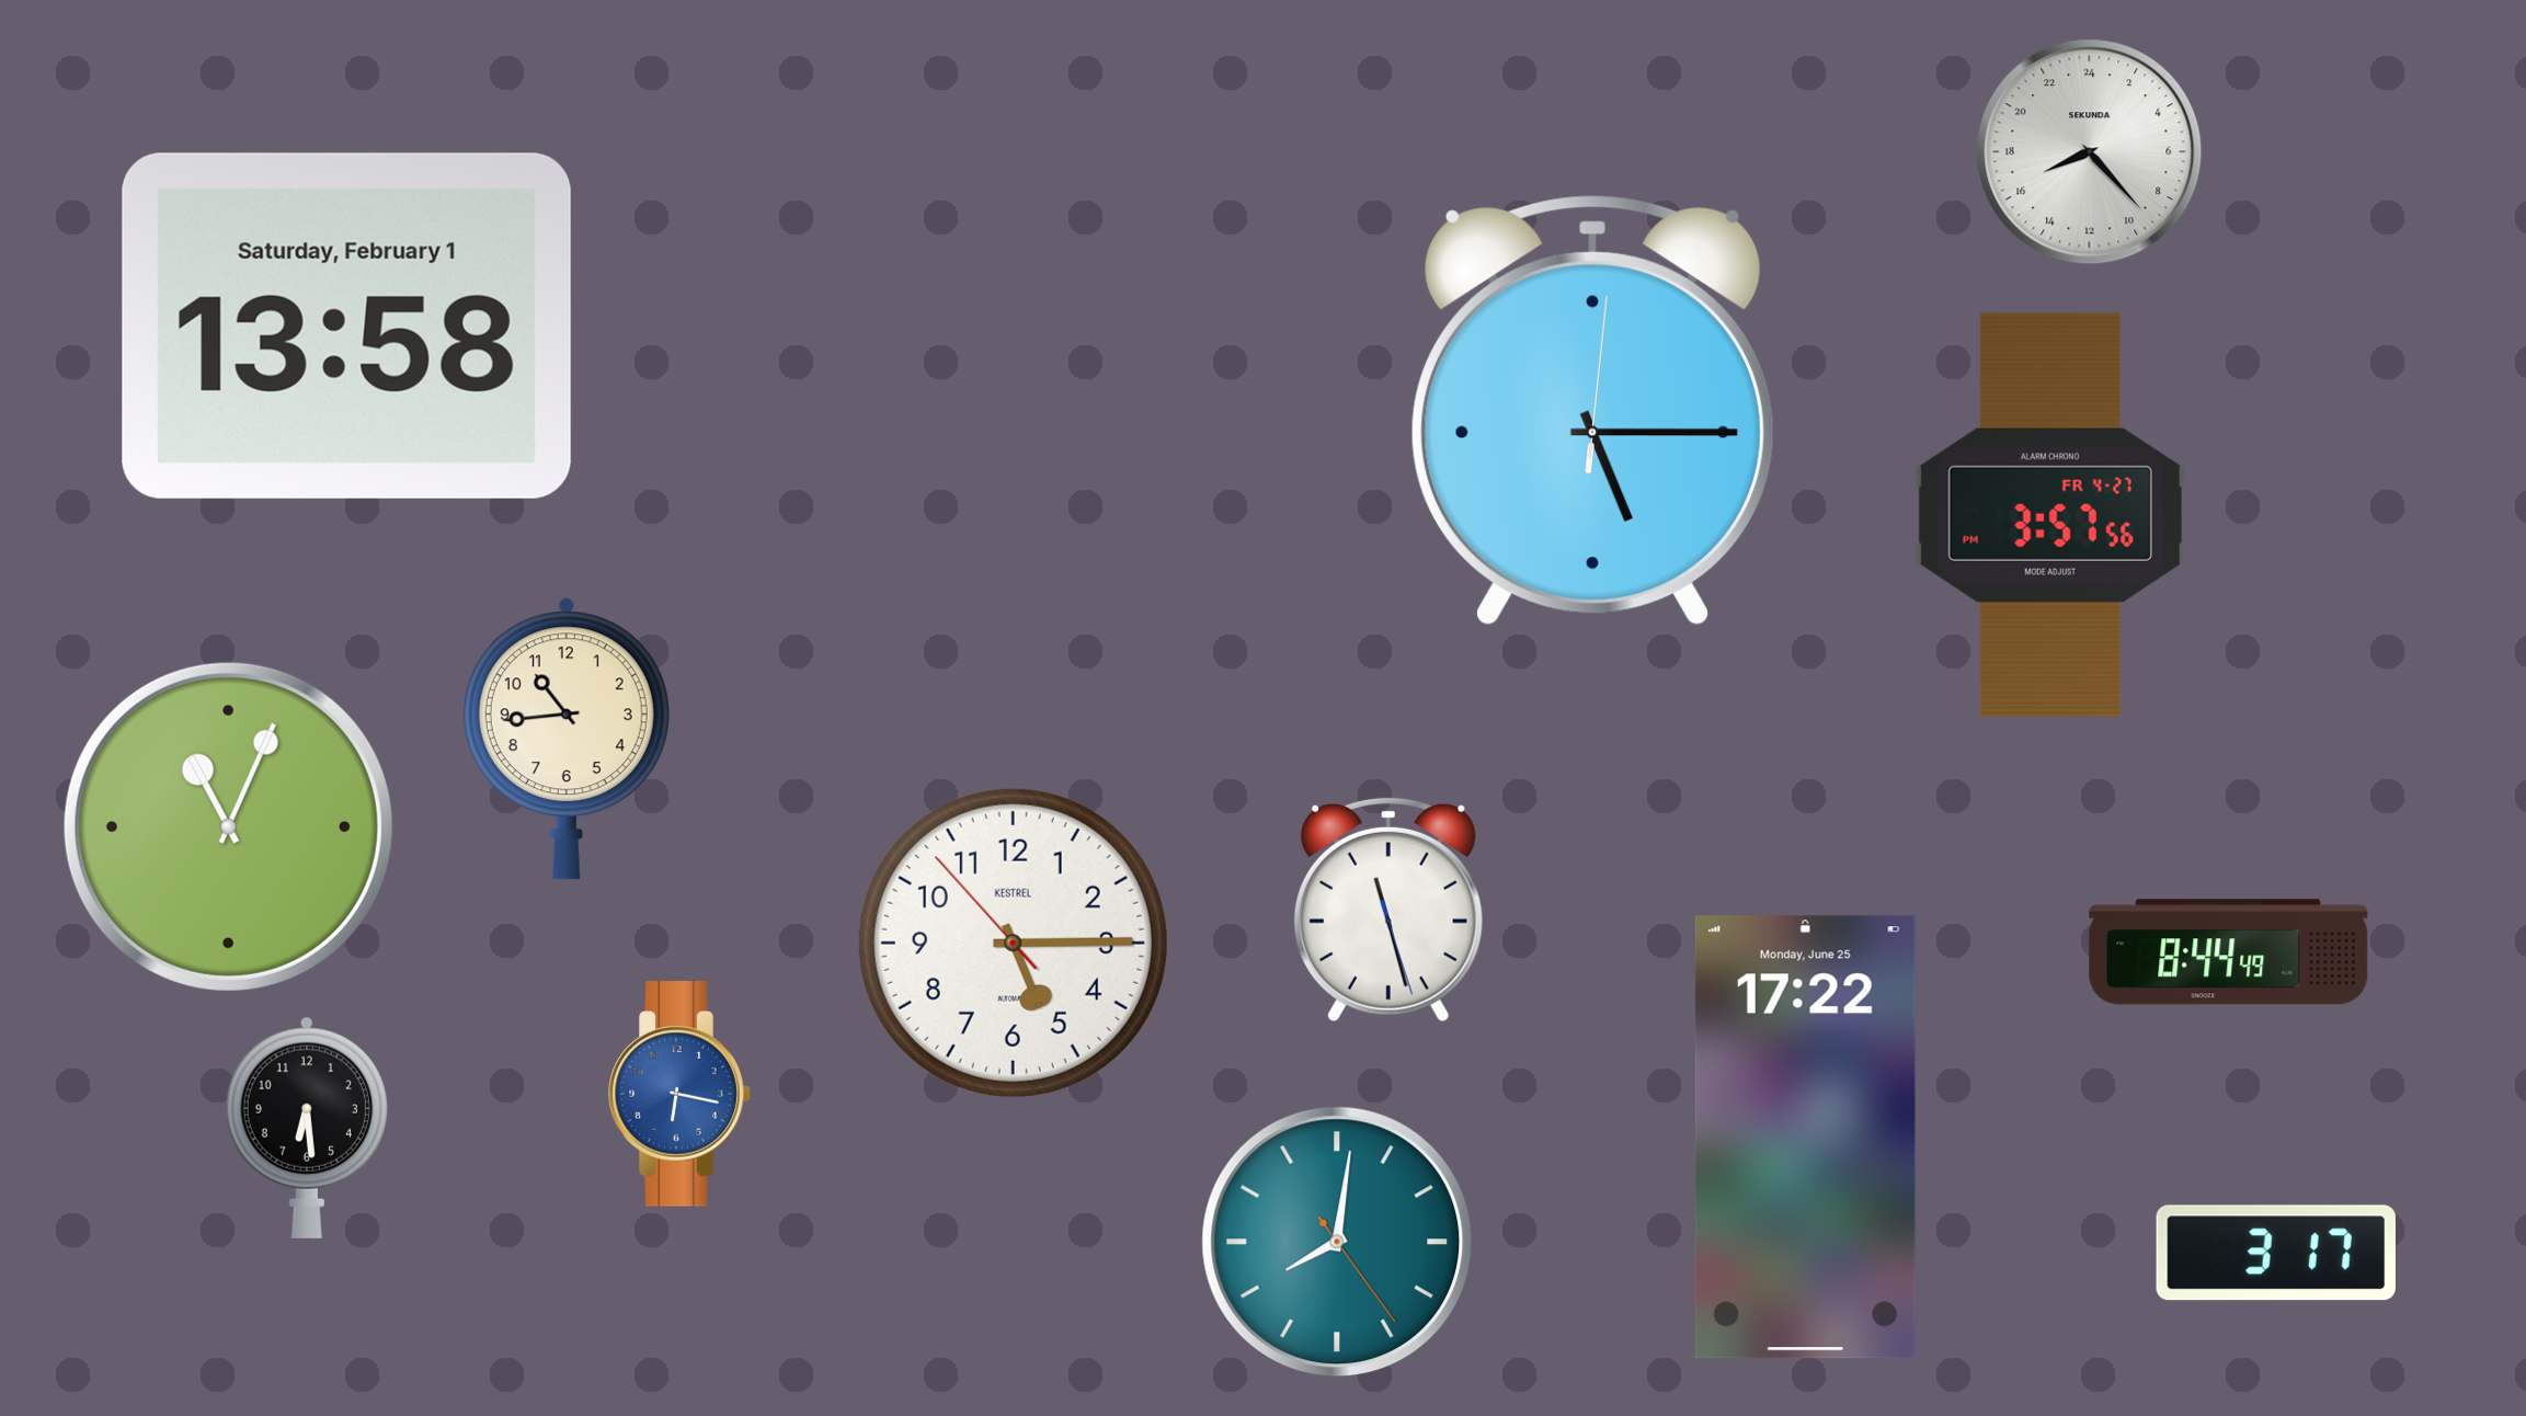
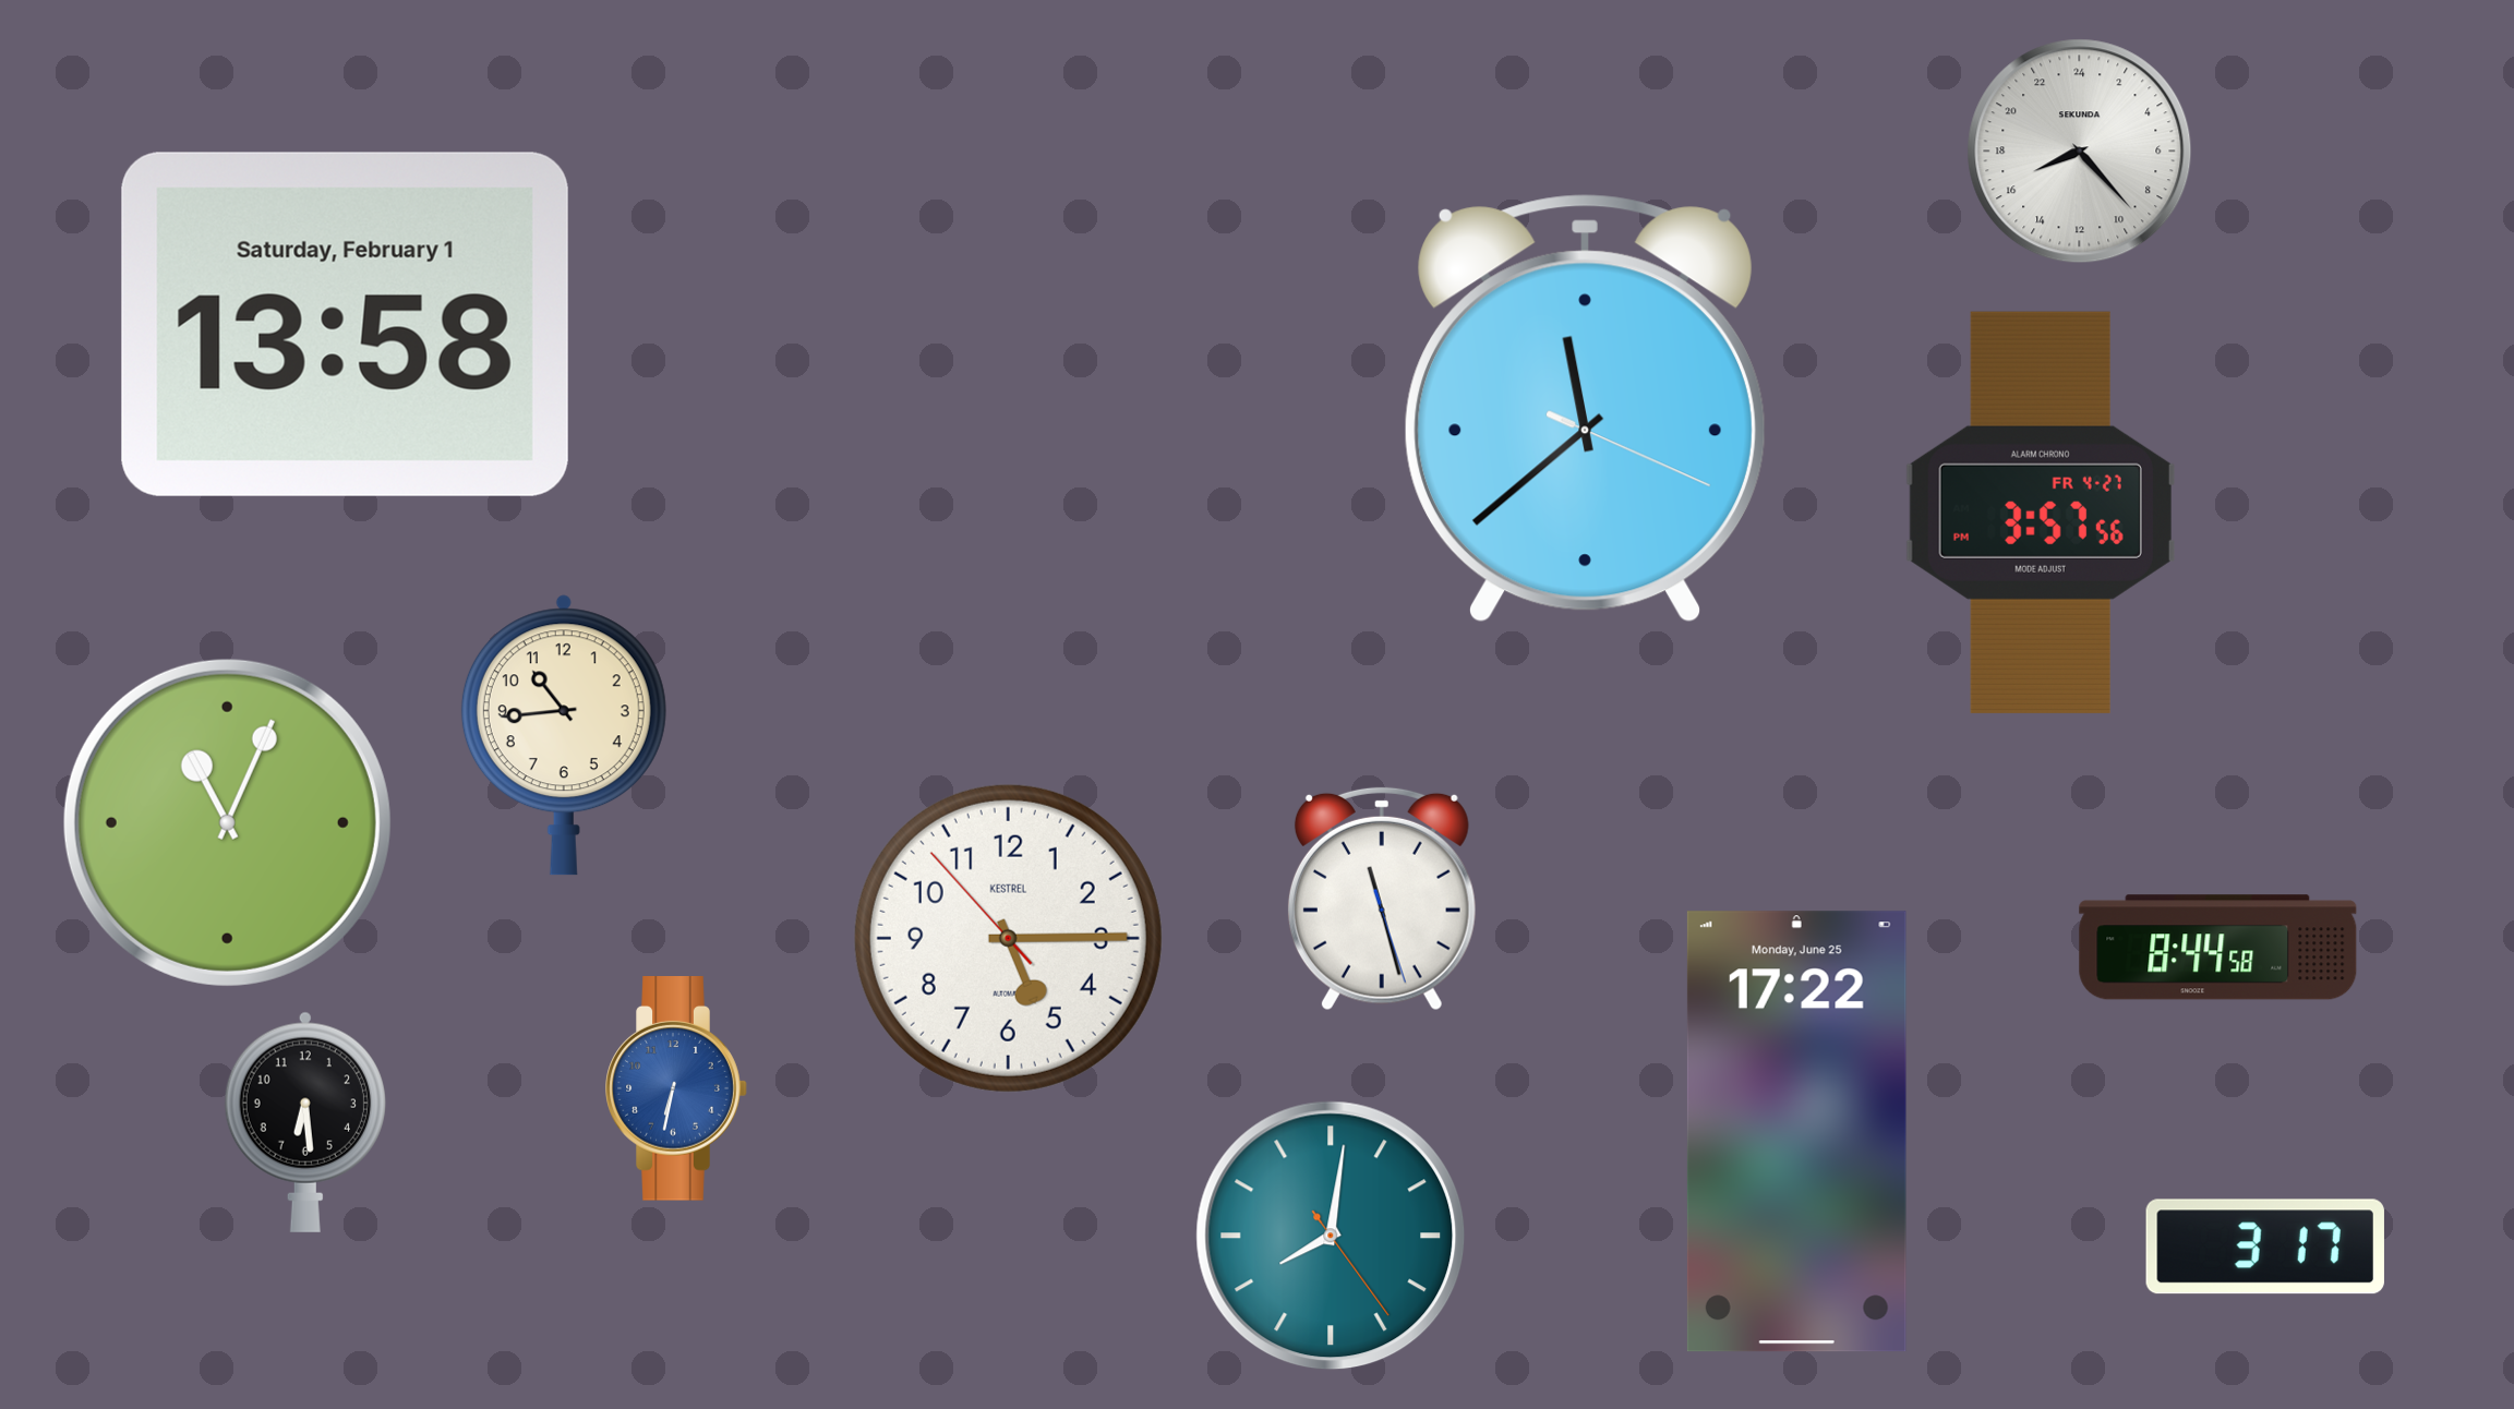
clock at (1592, 411): 5:15 -> 11:38
clock at (1388, 910) position: (1388, 910) -> (1382, 899)
clock at (2229, 952): 8:44:49 -> 8:44:58
clock at (679, 1095): 6:17 -> 6:32
